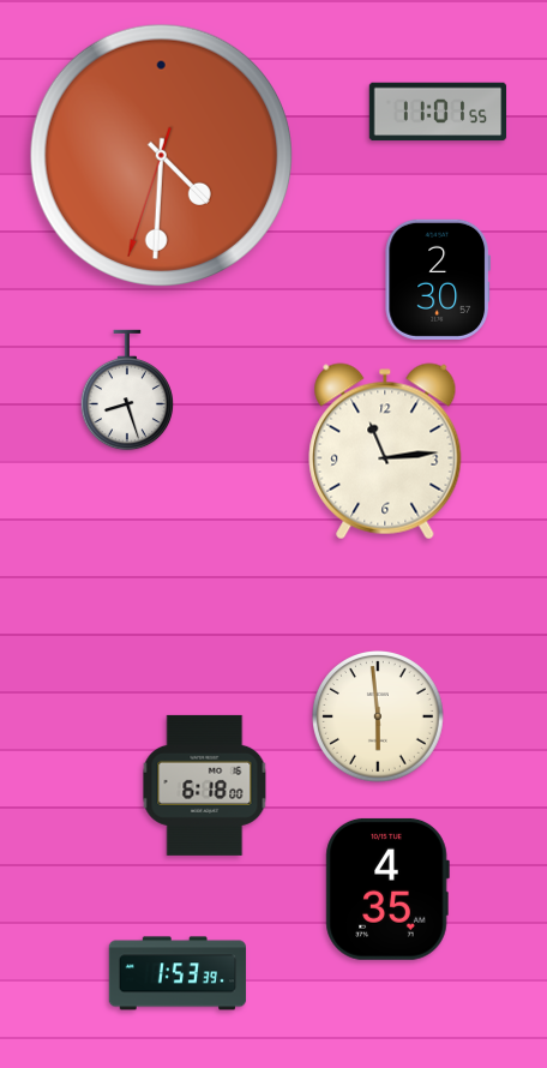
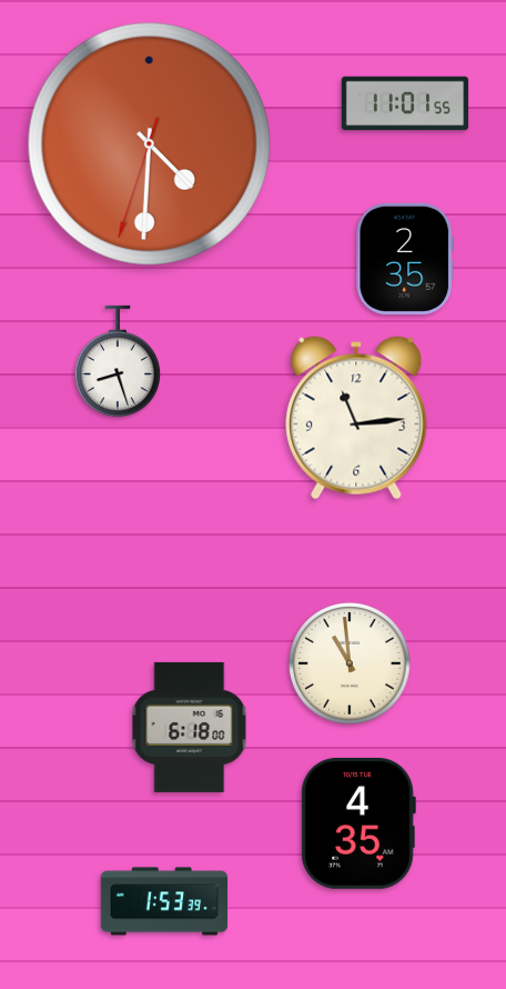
clock at (437, 280): 2:30 -> 2:35
clock at (379, 718): 5:59 -> 10:59
